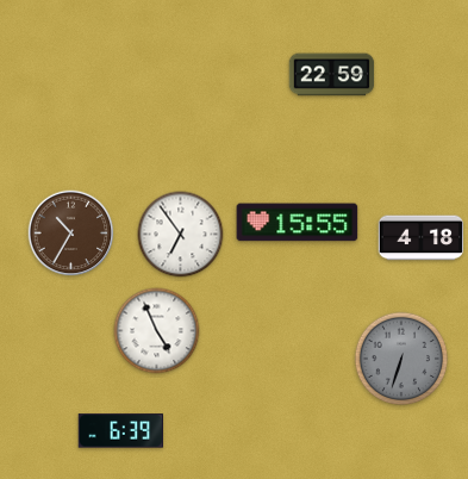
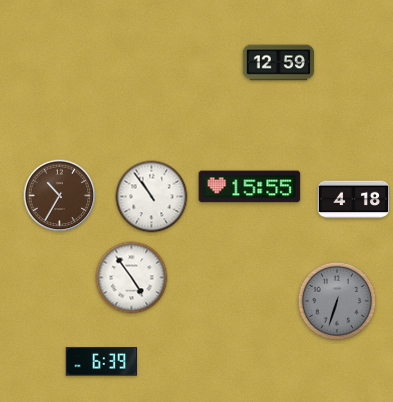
clock at (332, 75): 22:59 -> 12:59
clock at (181, 235): 6:54 -> 10:54
clock at (157, 331): 4:56 -> 4:54
